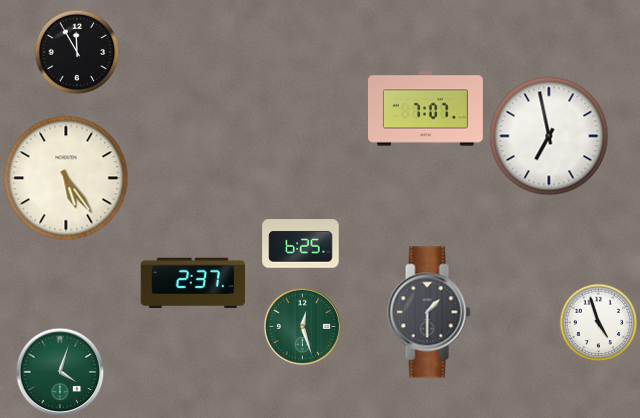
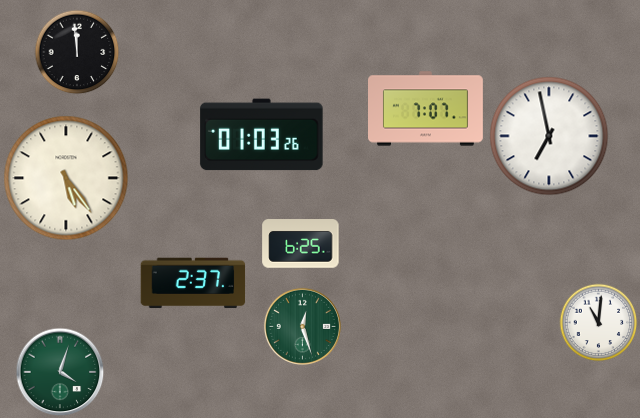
clock at (77, 52): 11:55 -> 11:59
clock at (262, 135): none -> 01:03
clock at (429, 312): 1:30 -> none
clock at (598, 322): 4:57 -> 11:01
